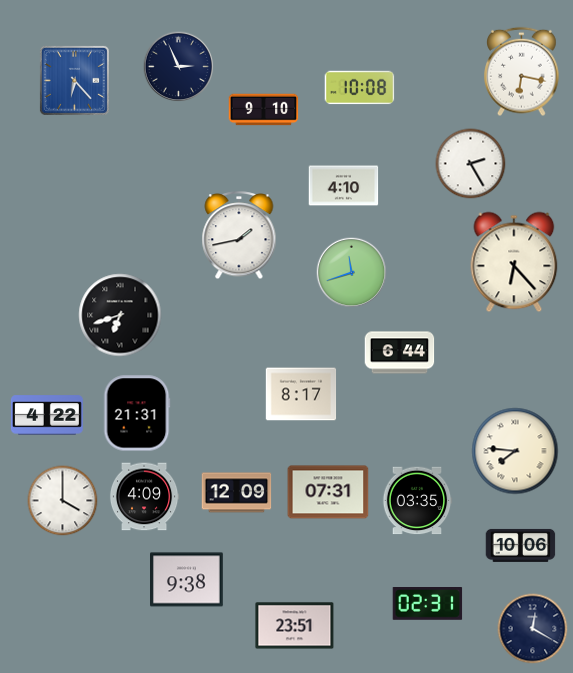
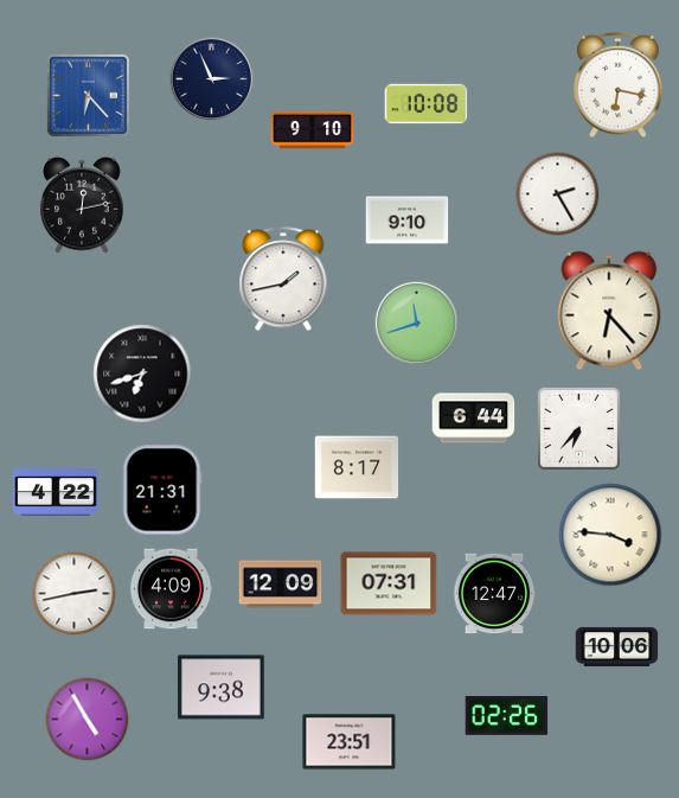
clock at (82, 205): none -> 12:13
clock at (344, 186): 4:10 -> 9:10
clock at (578, 428): none -> 6:37
clock at (515, 451): 7:46 -> 3:46
clock at (63, 501): 4:00 -> 2:43
clock at (417, 501): 03:35 -> 12:47
clock at (428, 604): 02:31 -> 02:26
clock at (88, 720): none -> 4:55
clock at (533, 629): 12:20 -> none
